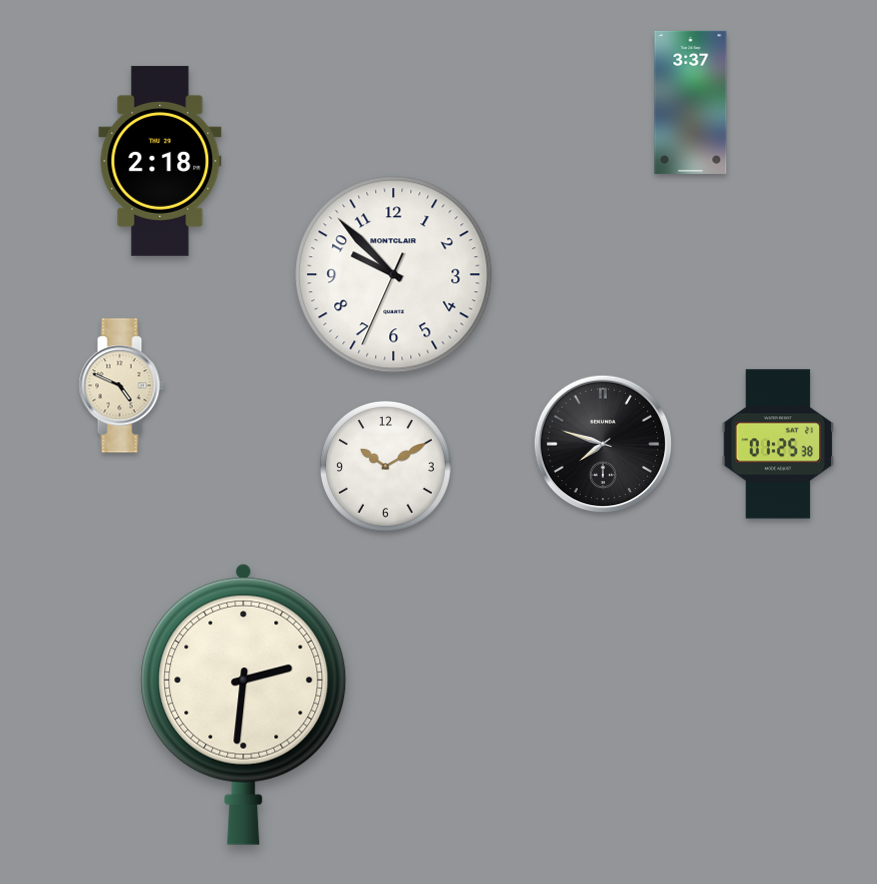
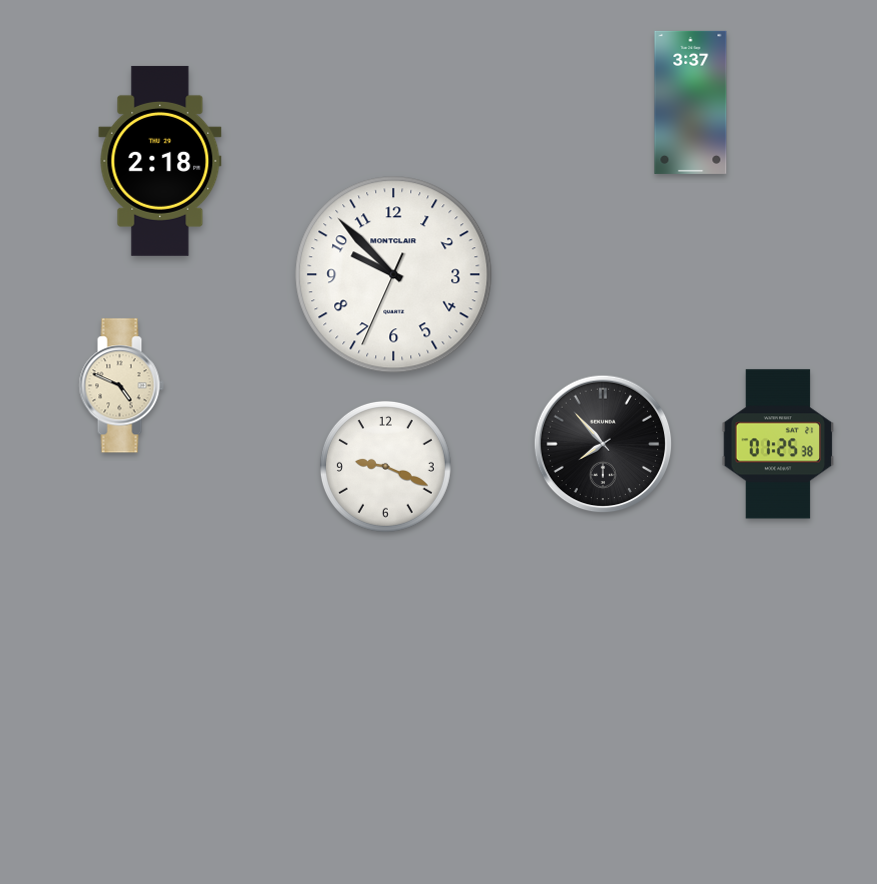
clock at (603, 444): 7:48 -> 7:53
clock at (385, 466): 10:10 -> 9:19
clock at (244, 704): 2:31 -> none
